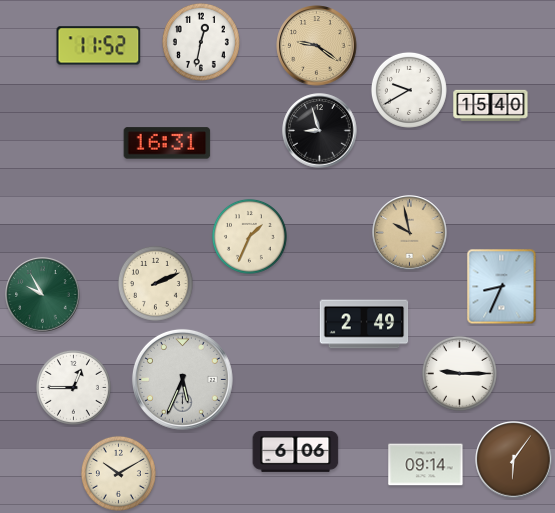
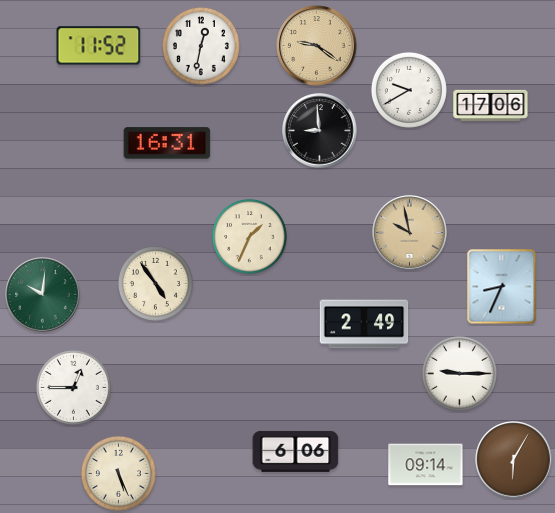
clock at (201, 42) position: (201, 42) -> (201, 46)
clock at (491, 105): 15:40 -> 17:06
clock at (320, 131): 8:57 -> 8:59
clock at (155, 283): 2:11 -> 4:54
clock at (43, 295): 9:55 -> 10:01
clock at (182, 379): 5:34 -> none
clock at (514, 460): 6:06 -> 6:05
clock at (118, 473): 10:10 -> 5:26
